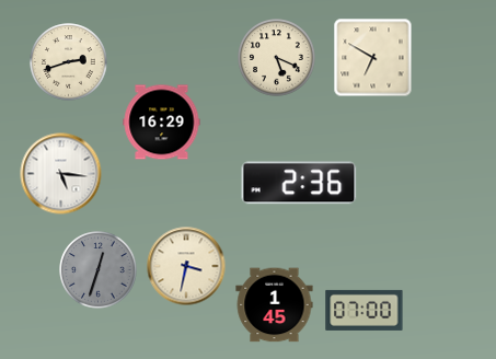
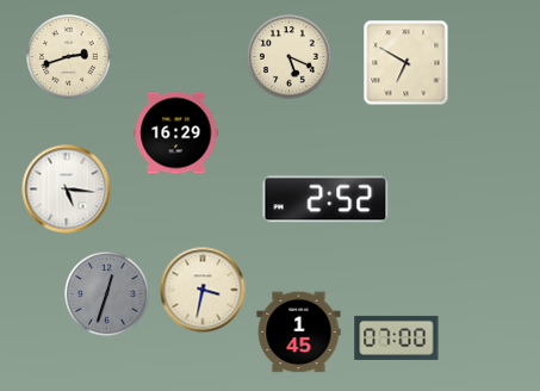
clock at (277, 58) position: (277, 58) -> (290, 57)
clock at (69, 62) position: (69, 62) -> (69, 57)
clock at (299, 183): 2:36 -> 2:52
